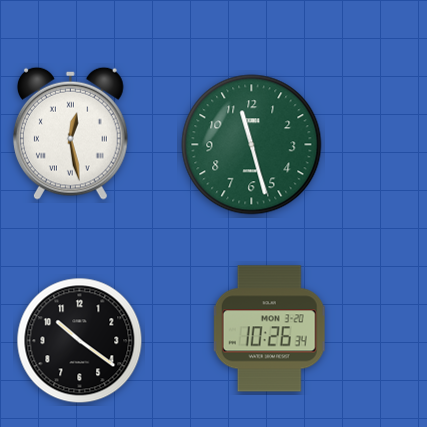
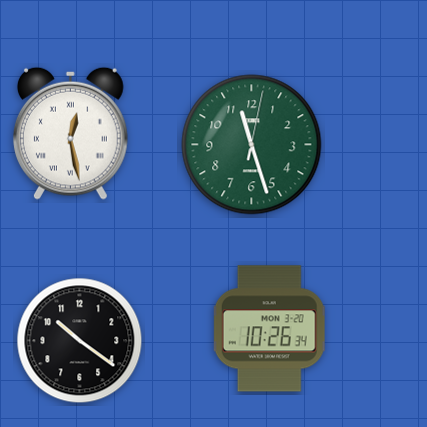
clock at (252, 145): 11:27:27 -> 11:27:02
